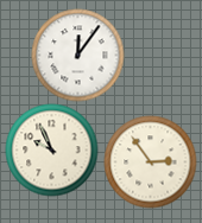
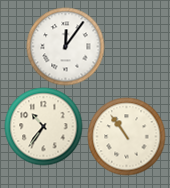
clock at (51, 149): 9:56 -> 10:36
clock at (150, 161): 2:54 -> 10:54
